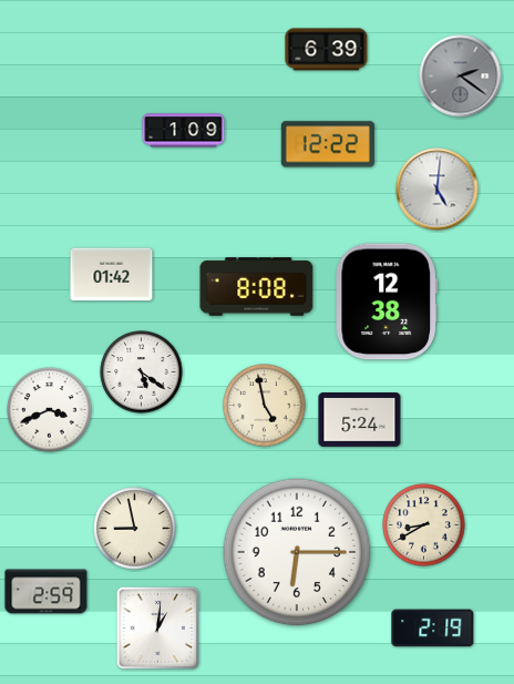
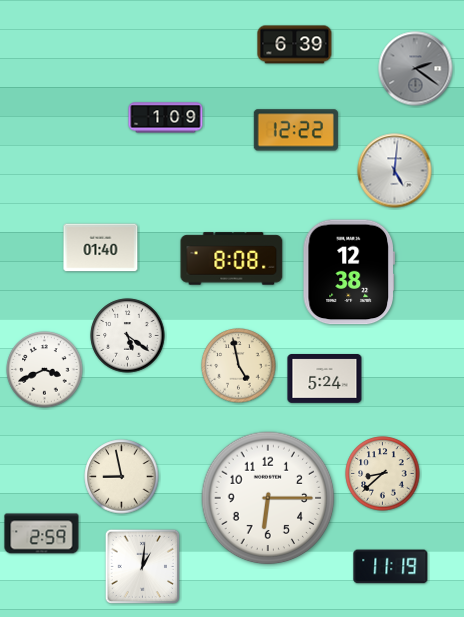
clock at (112, 275): 01:42 -> 01:40
clock at (424, 525): 8:40 -> 8:38
clock at (433, 629): 2:19 -> 11:19
